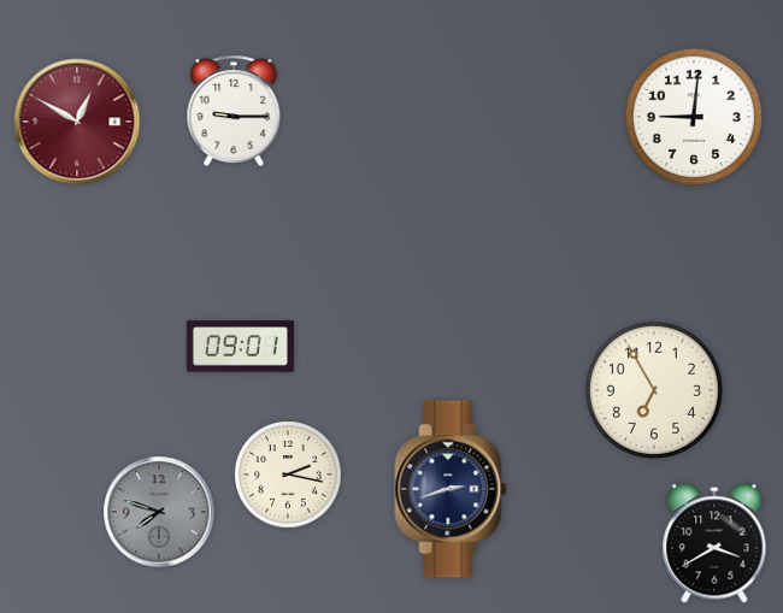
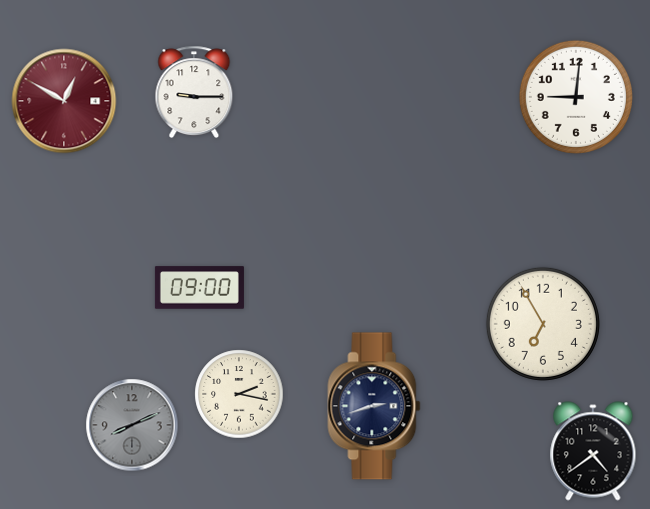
clock at (240, 347): 09:01 -> 09:00
clock at (159, 512): 7:48 -> 8:11
clock at (714, 543): 3:40 -> 4:39
